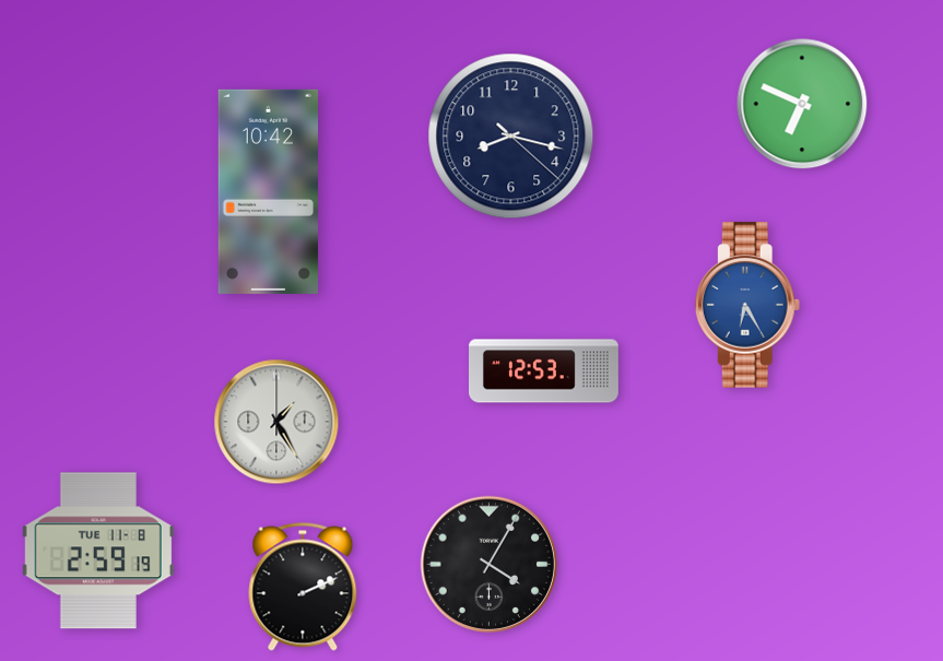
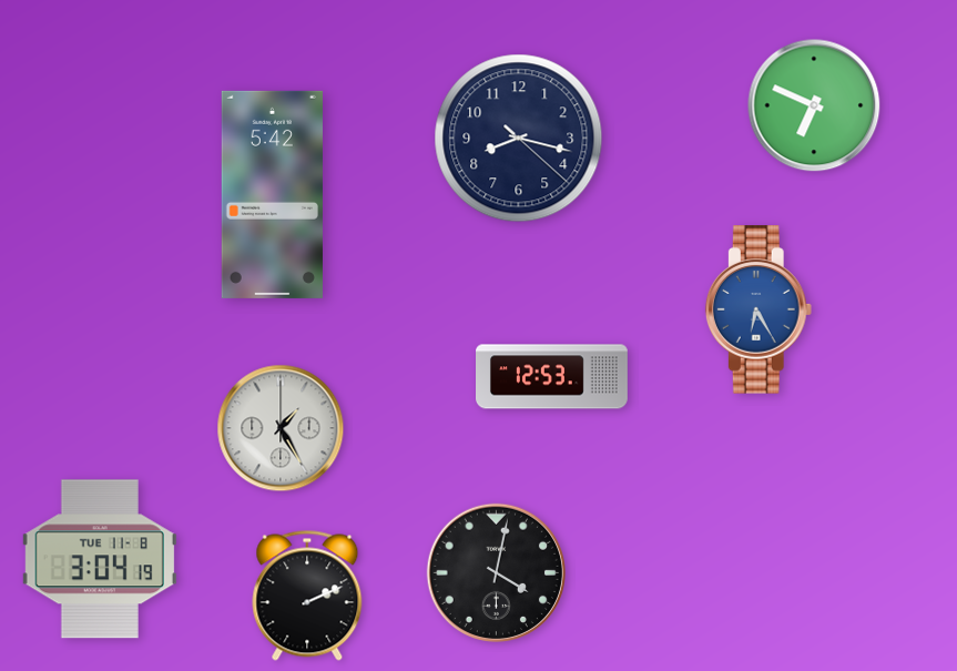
clock at (268, 191): 10:42 -> 5:42
clock at (98, 551): 2:59 -> 3:04
clock at (488, 564): 4:05 -> 4:02
